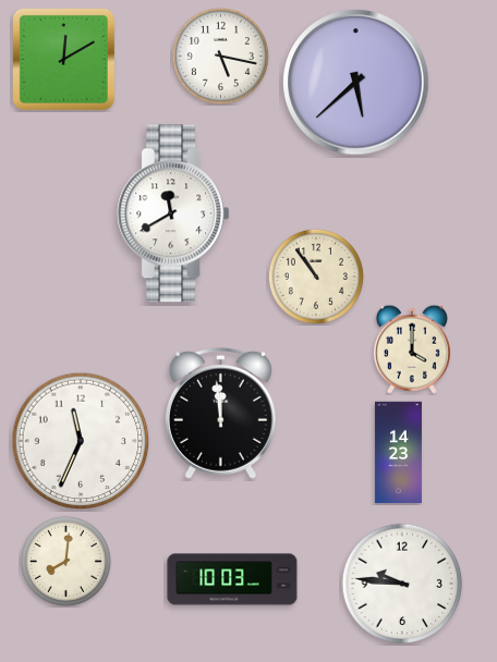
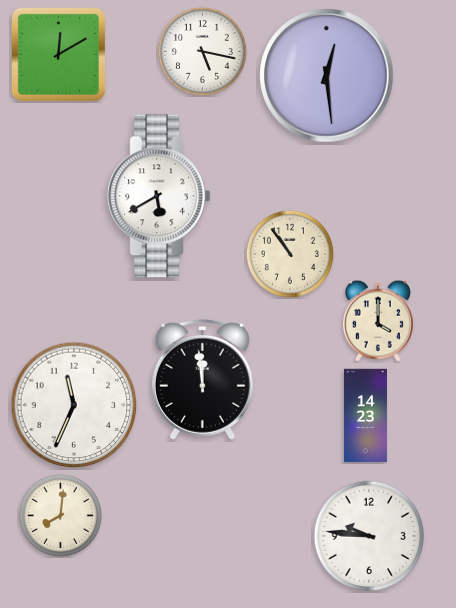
clock at (356, 83): 5:38 -> 12:29
clock at (173, 213): 11:40 -> 5:40
clock at (232, 579): 10:03 -> none
